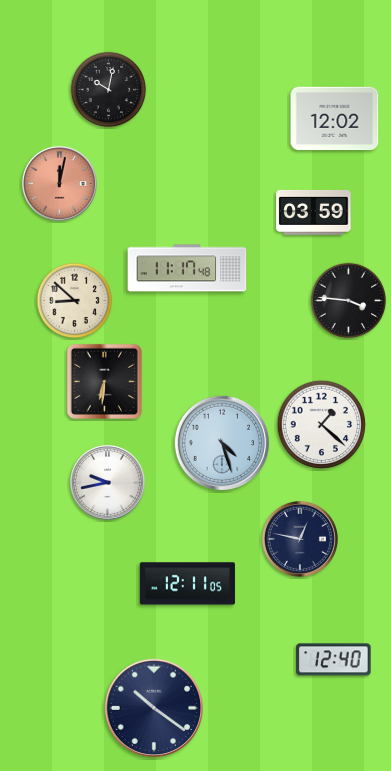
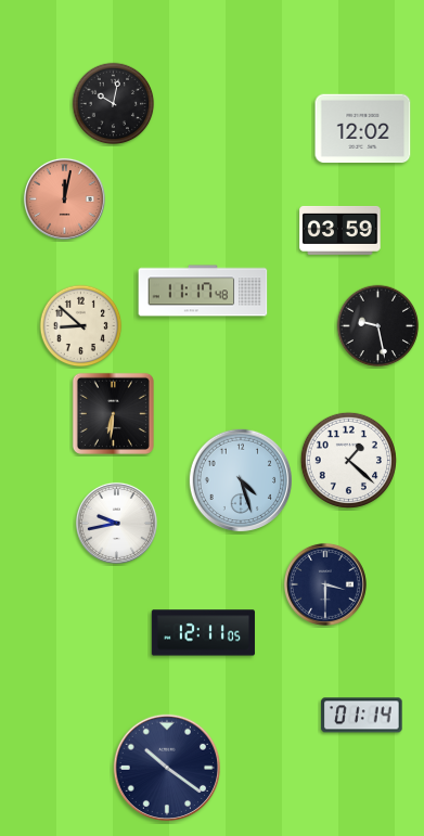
clock at (109, 90) position: (109, 90) -> (114, 104)
clock at (349, 301): 3:46 -> 9:28
clock at (300, 539): 12:47 -> 3:30
clock at (334, 660): 12:40 -> 01:14
